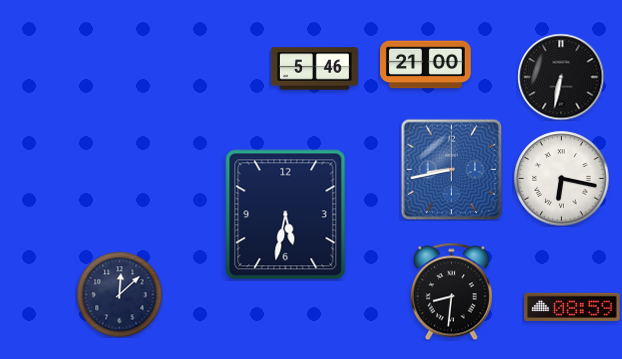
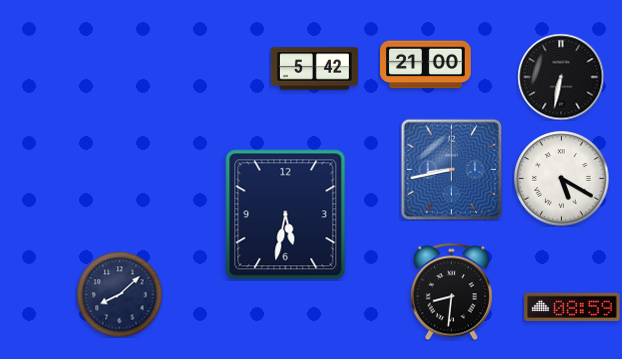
clock at (314, 69): 5:46 -> 5:42
clock at (561, 178): 6:17 -> 5:20
clock at (119, 294): 12:08 -> 8:08
